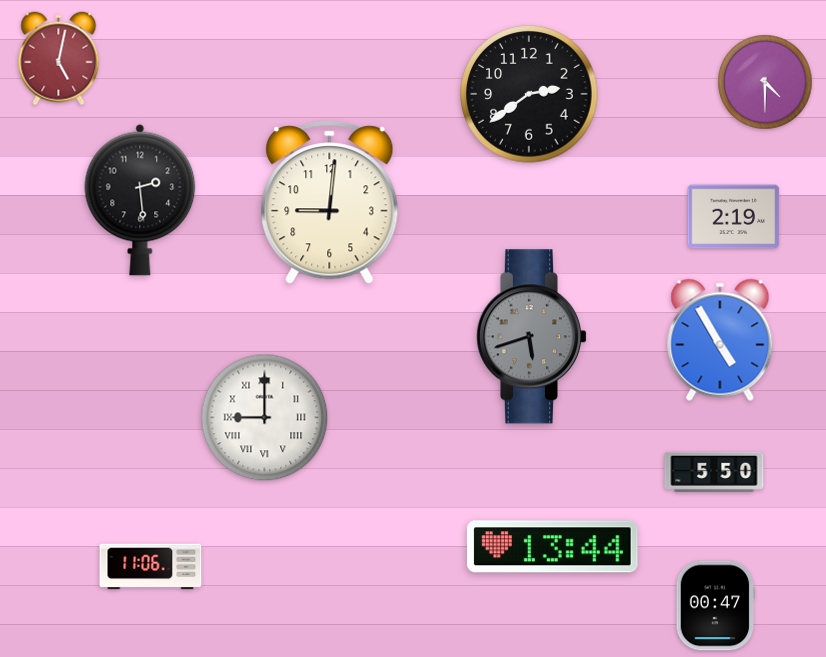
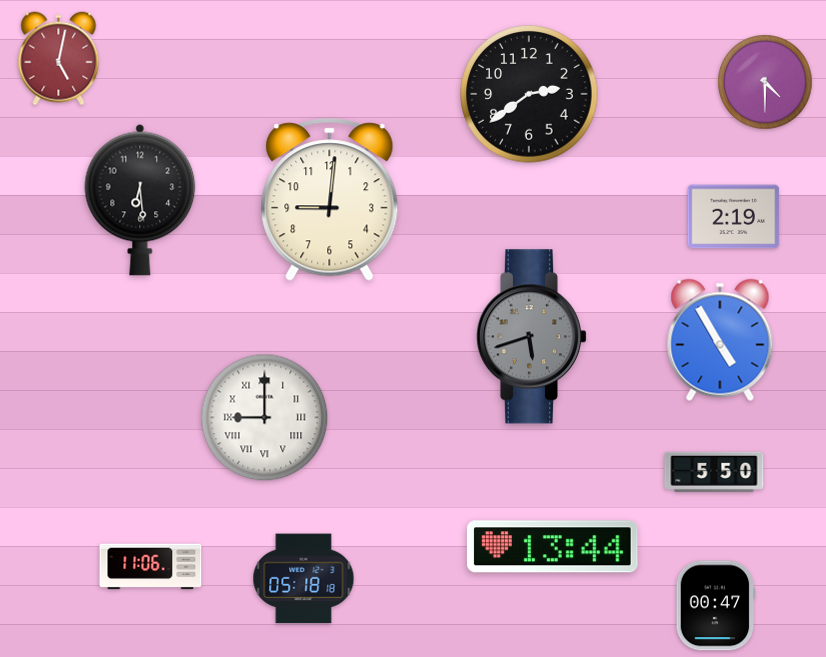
clock at (140, 200): 2:29 -> 6:29
clock at (330, 203) position: (330, 203) -> (330, 200)
clock at (304, 579): none -> 05:18
